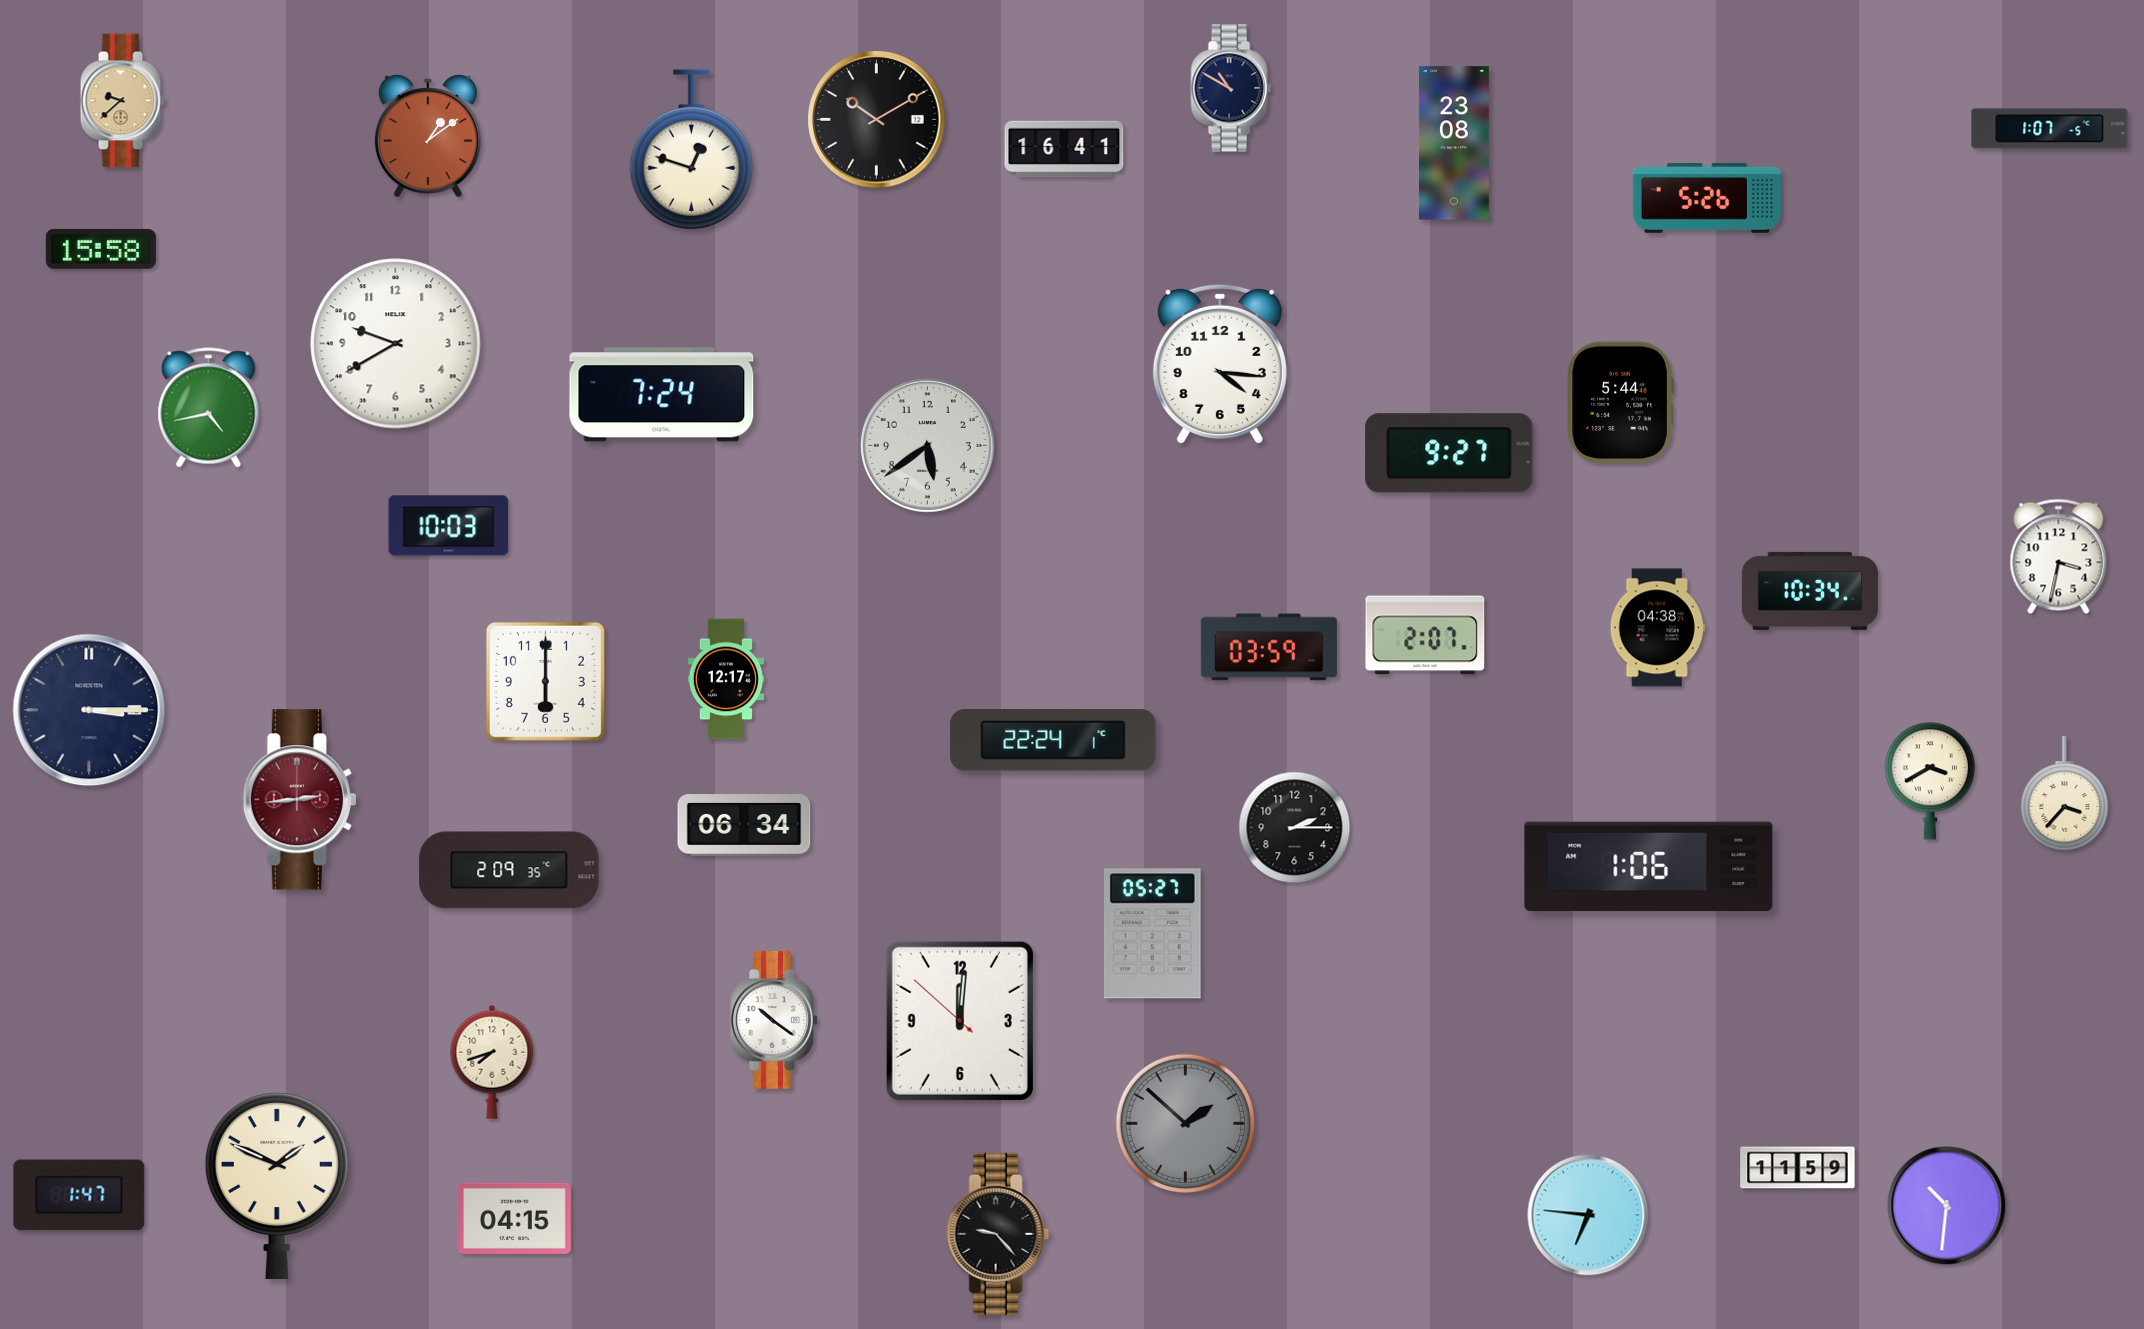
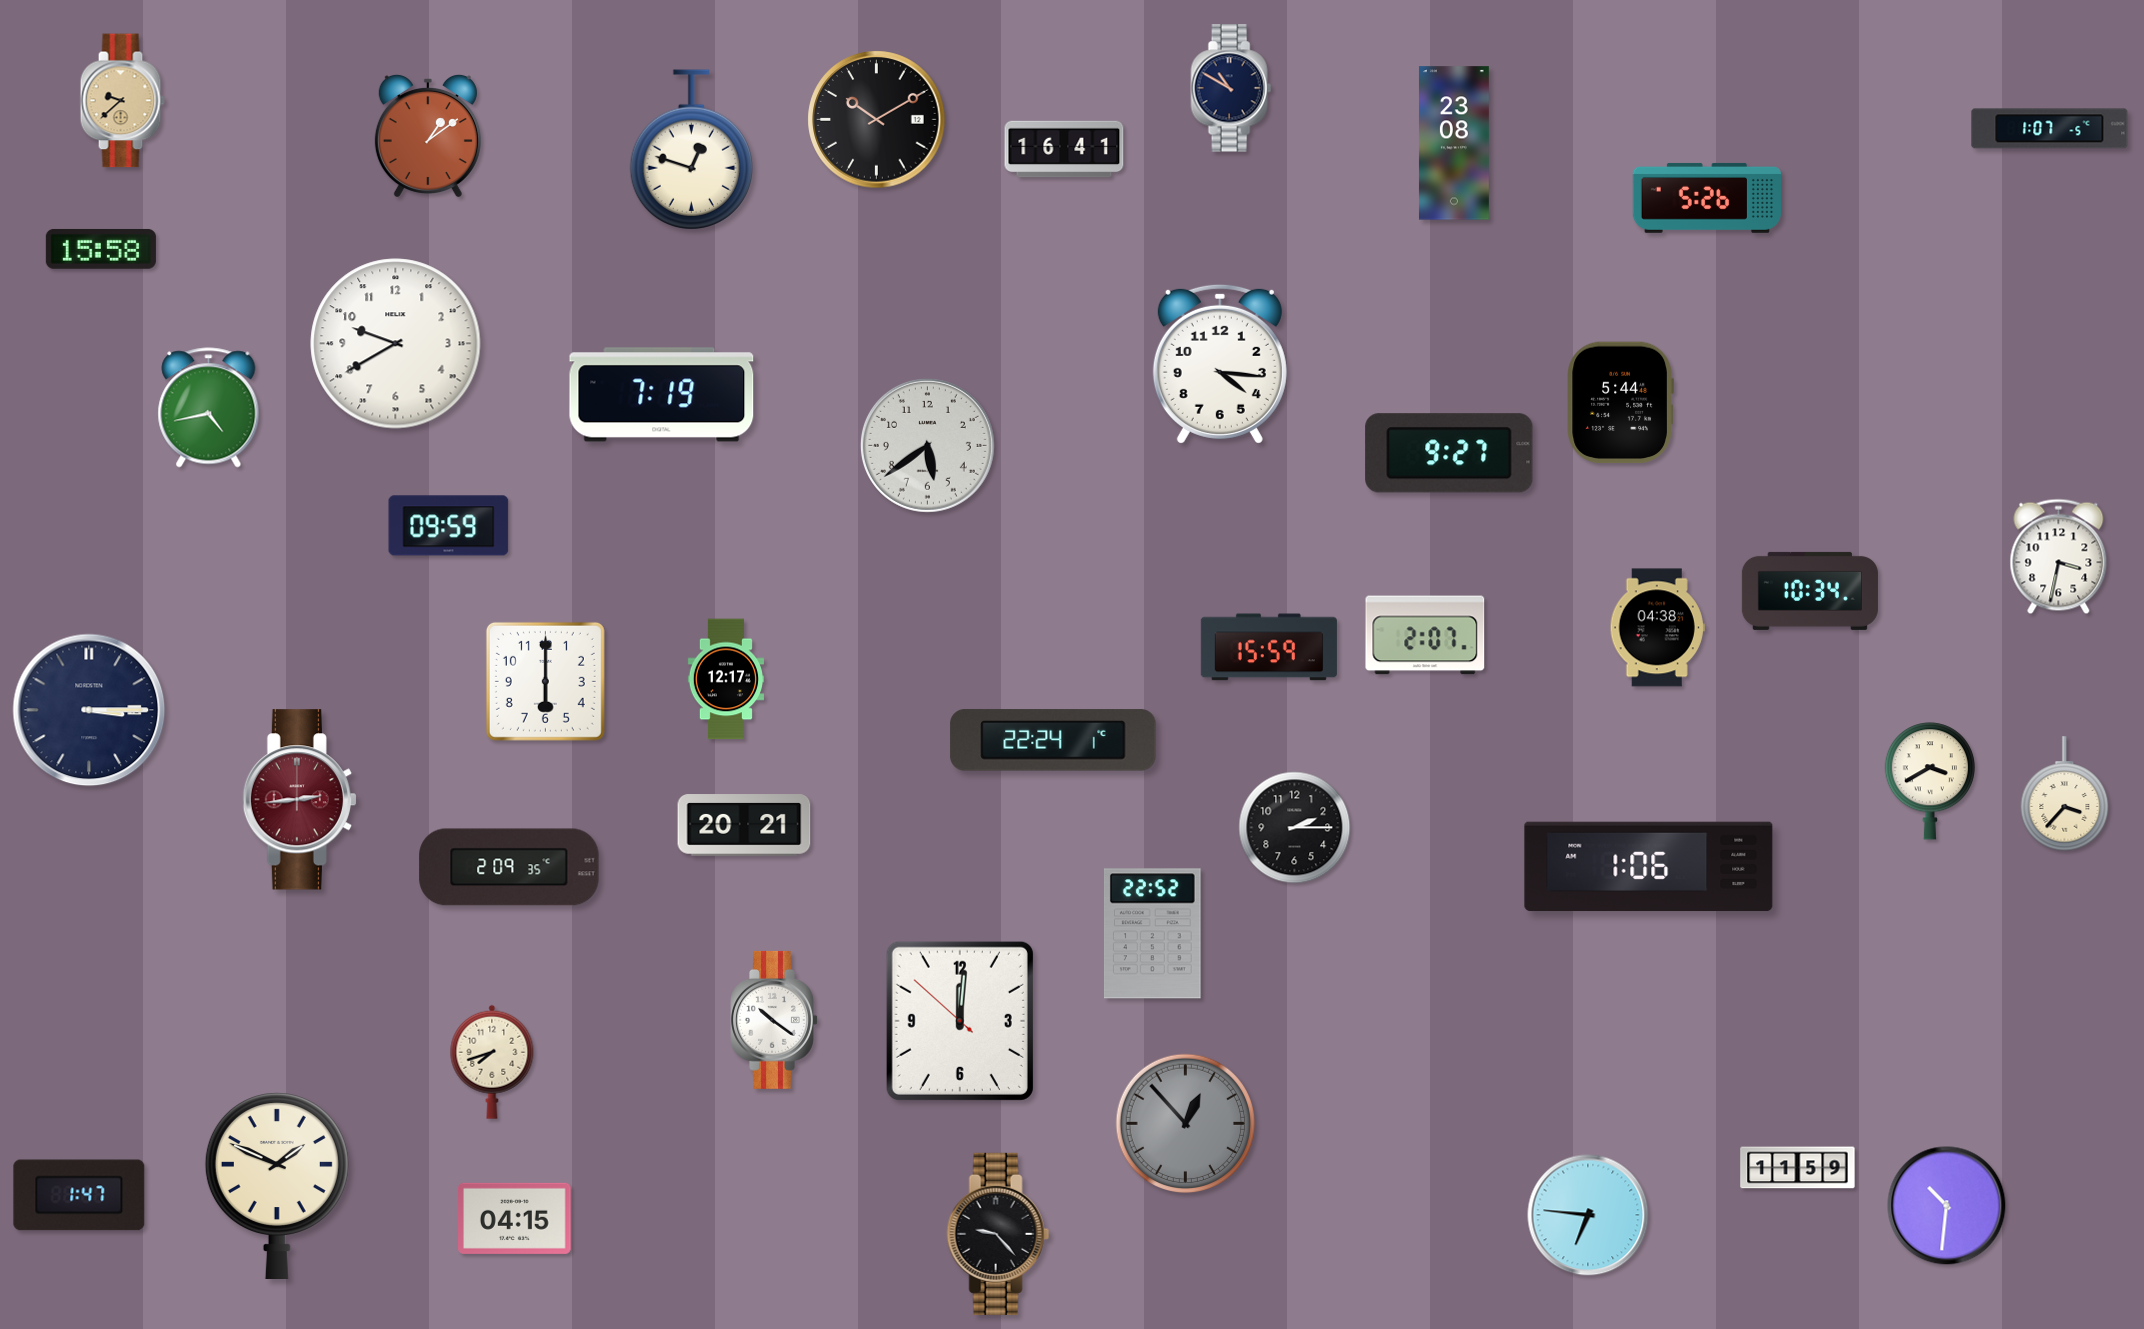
clock at (662, 395): 7:24 -> 7:19
clock at (449, 526): 10:03 -> 09:59
clock at (1269, 647): 03:59 -> 15:59
clock at (744, 825): 06:34 -> 20:21
clock at (509, 870) position: (509, 870) -> (509, 867)
clock at (1152, 934): 05:27 -> 22:52
clock at (1186, 1124): 1:52 -> 12:53
